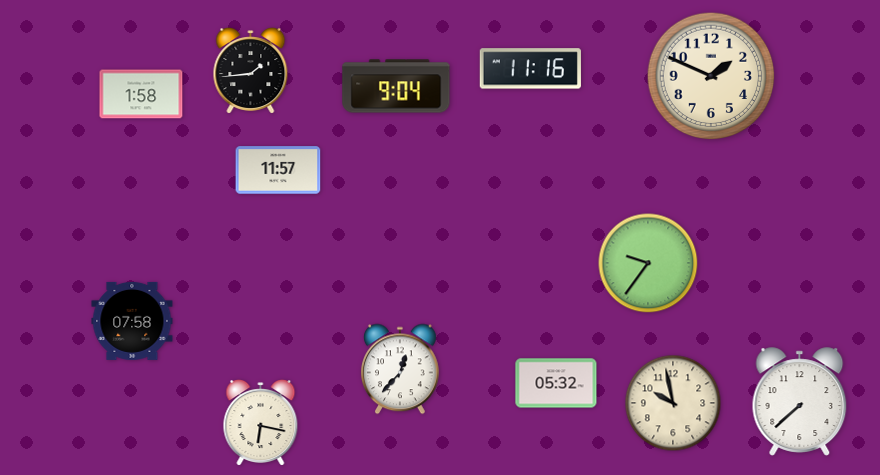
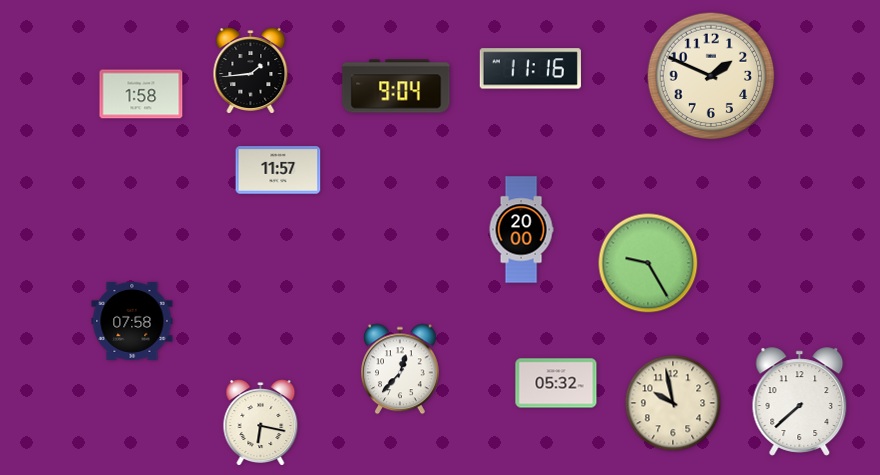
clock at (521, 230): none -> 20:00
clock at (648, 263): 9:36 -> 9:25
